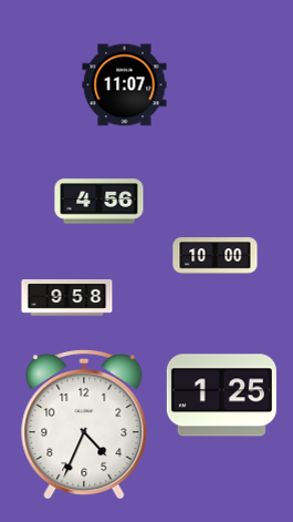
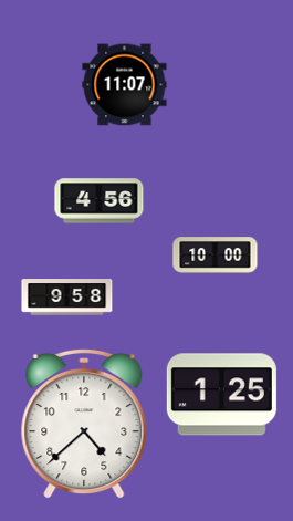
clock at (84, 424): 4:34 -> 4:38
